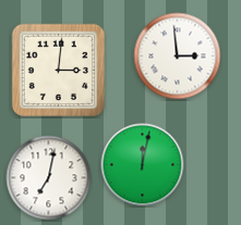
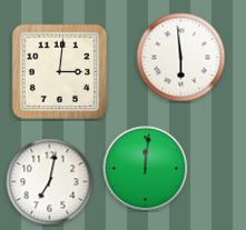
clock at (178, 57): 2:59 -> 5:59
clock at (143, 165): 12:02 -> 12:01
